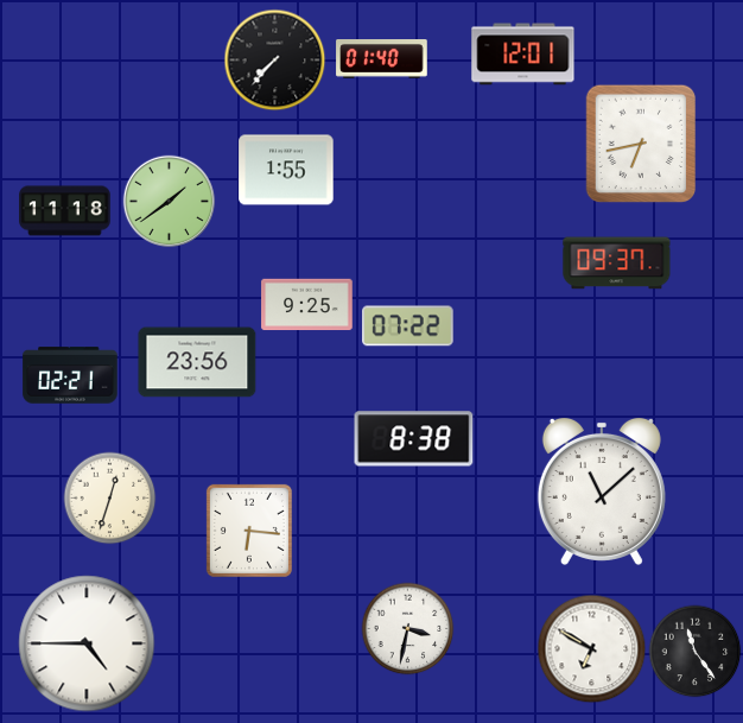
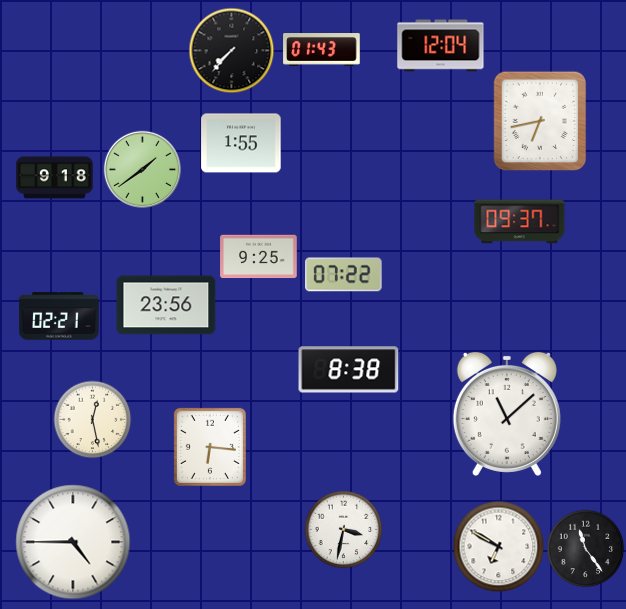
clock at (523, 55): 12:01 -> 12:04
clock at (382, 59): 01:40 -> 01:43
clock at (65, 211): 11:18 -> 9:18
clock at (109, 497): 12:33 -> 12:28
